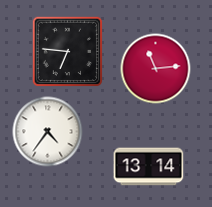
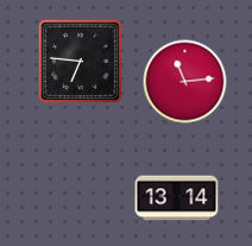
clock at (48, 132): 4:36 -> none
